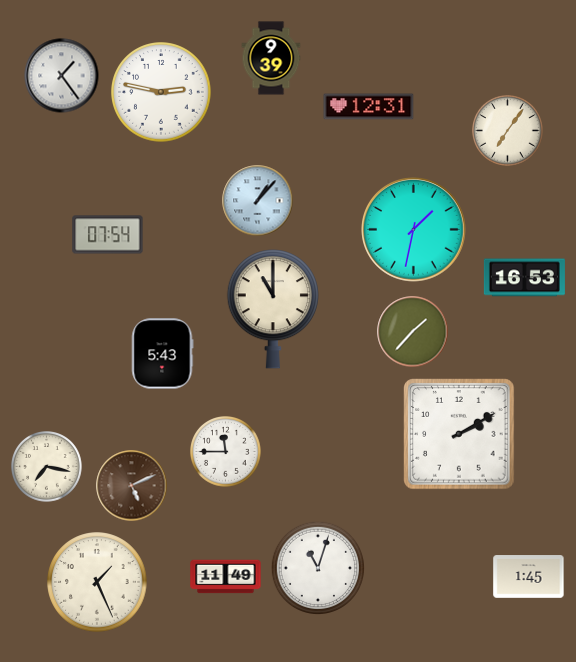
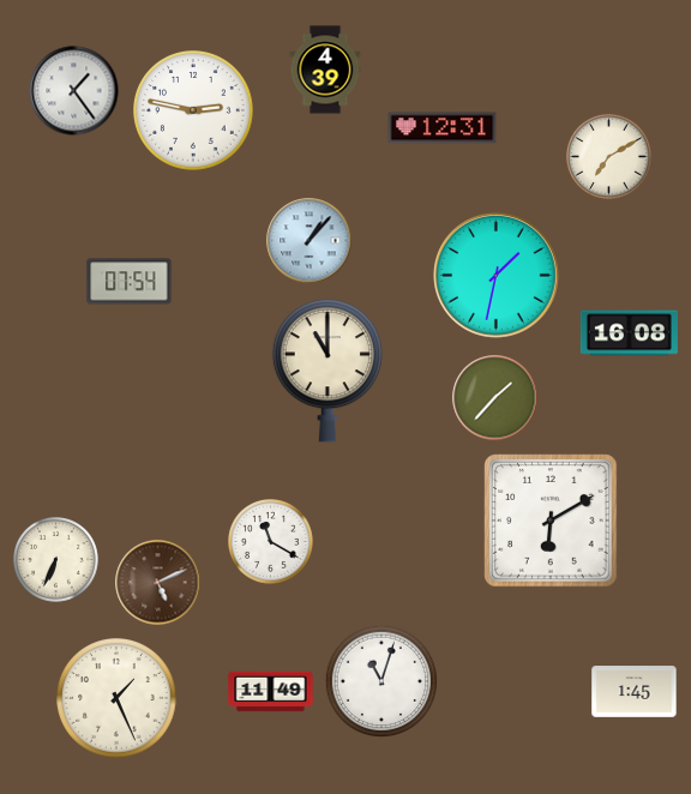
clock at (271, 58): 9:39 -> 4:39
clock at (508, 131): 7:06 -> 7:10
clock at (524, 278): 16:53 -> 16:08
clock at (162, 354): 5:43 -> none
clock at (459, 434): 2:10 -> 6:10
clock at (226, 452): 11:45 -> 11:20
clock at (47, 467): 7:17 -> 6:34
